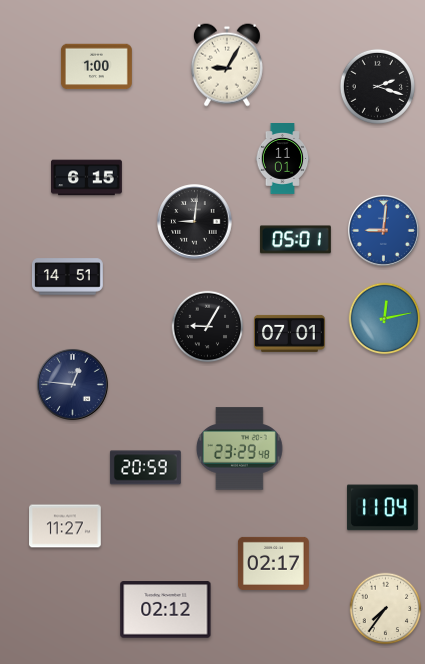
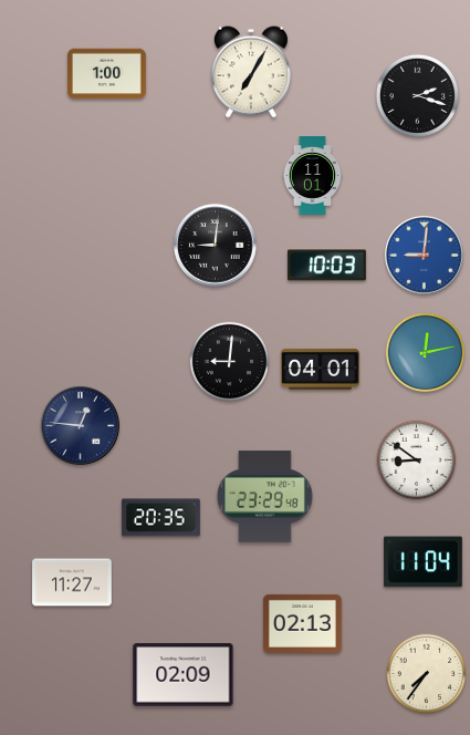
clock at (227, 65): 9:05 -> 7:05
clock at (87, 178): 6:15 -> none
clock at (295, 240): 05:01 -> 10:03
clock at (67, 277): 14:51 -> none
clock at (208, 327): 9:05 -> 9:01
clock at (290, 333): 07:01 -> 04:01
clock at (417, 460): none -> 8:51
clock at (145, 468): 20:59 -> 20:35
clock at (273, 563): 02:17 -> 02:13
clock at (166, 610): 02:12 -> 02:09
